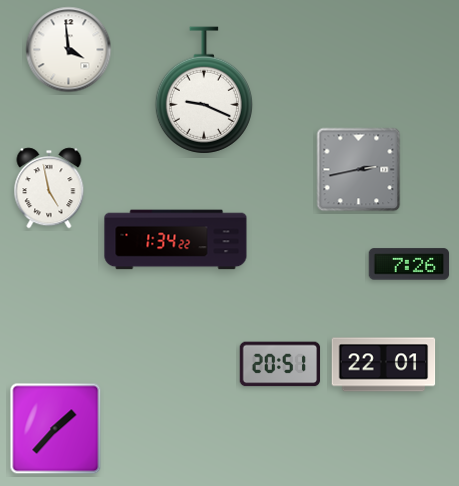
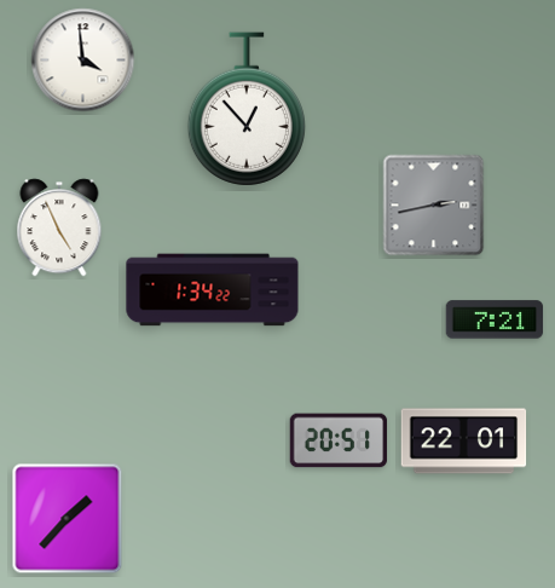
clock at (204, 90): 9:19 -> 12:53
clock at (49, 188): 4:58 -> 4:56
clock at (409, 264): 7:26 -> 7:21
